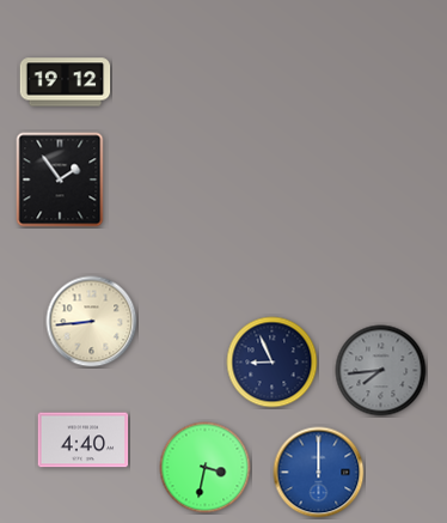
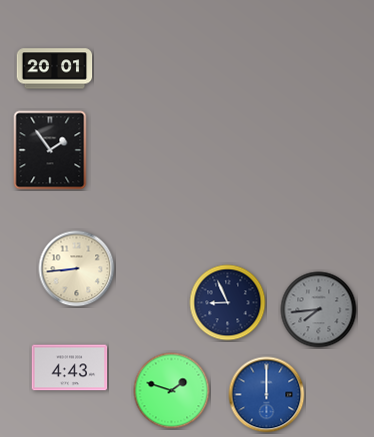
clock at (66, 83): 19:12 -> 20:01
clock at (84, 440): 4:40 -> 4:43
clock at (206, 468): 3:32 -> 1:48
